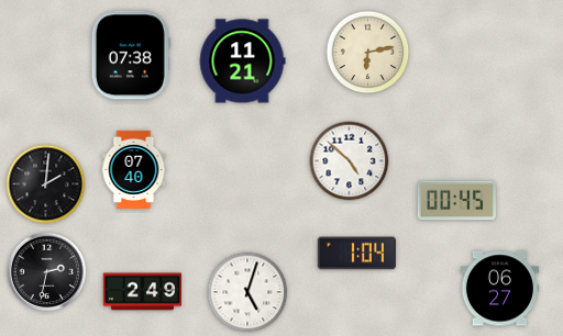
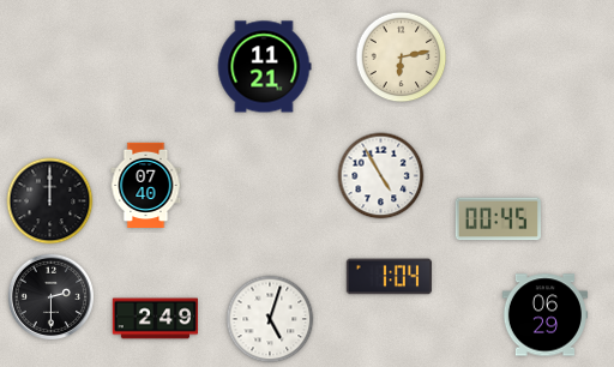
clock at (131, 55): 07:38 -> none
clock at (350, 161): 4:52 -> 4:55
clock at (46, 184): 2:01 -> 12:00
clock at (46, 271): 2:32 -> 2:30
clock at (499, 289): 06:27 -> 06:29
